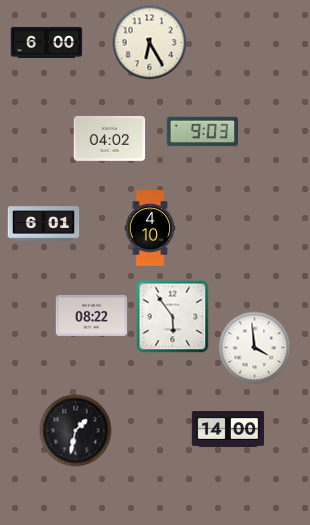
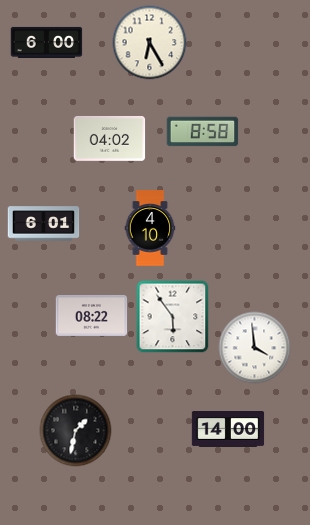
clock at (203, 132): 9:03 -> 8:58
